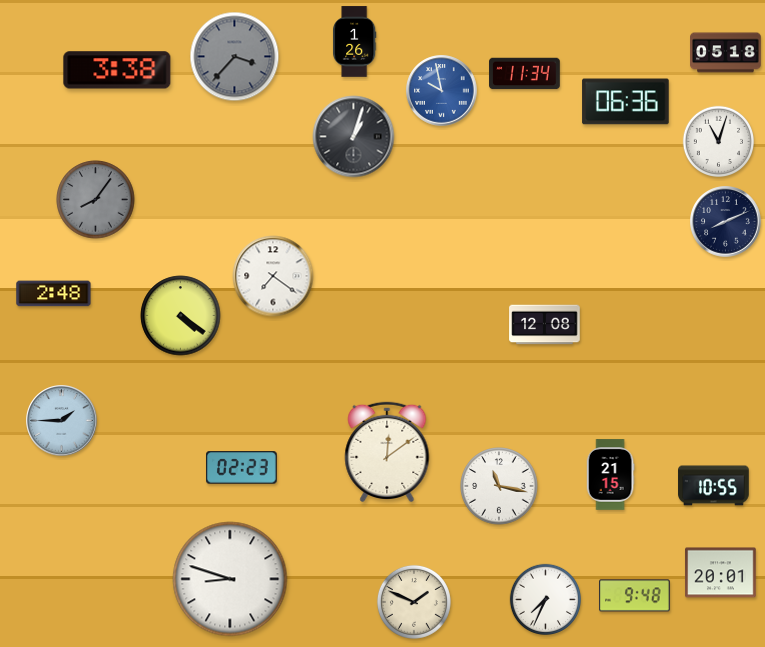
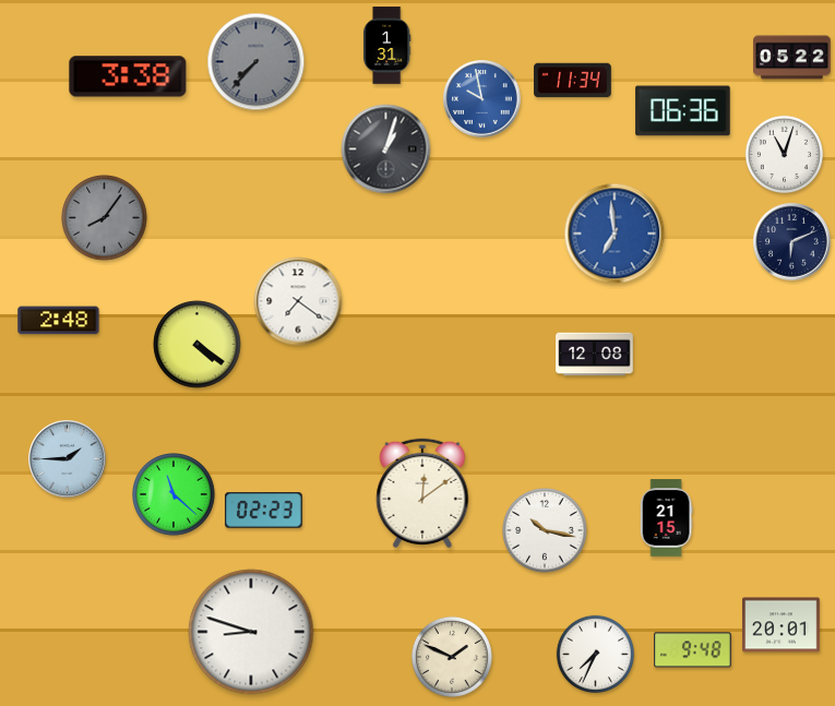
clock at (355, 42): 1:26 -> 1:31
clock at (726, 53): 05:18 -> 05:22
clock at (235, 57): 3:37 -> 7:37
clock at (615, 234): none -> 6:59
clock at (726, 222): 8:11 -> 6:11
clock at (175, 495): none -> 11:22
clock at (499, 486): 11:17 -> 10:17
clock at (714, 486): 10:55 -> none
clock at (721, 573) position: (721, 573) -> (782, 625)
